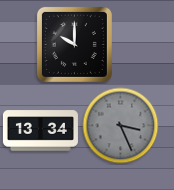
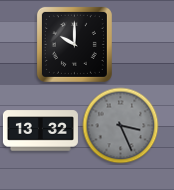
clock at (40, 131): 13:34 -> 13:32
